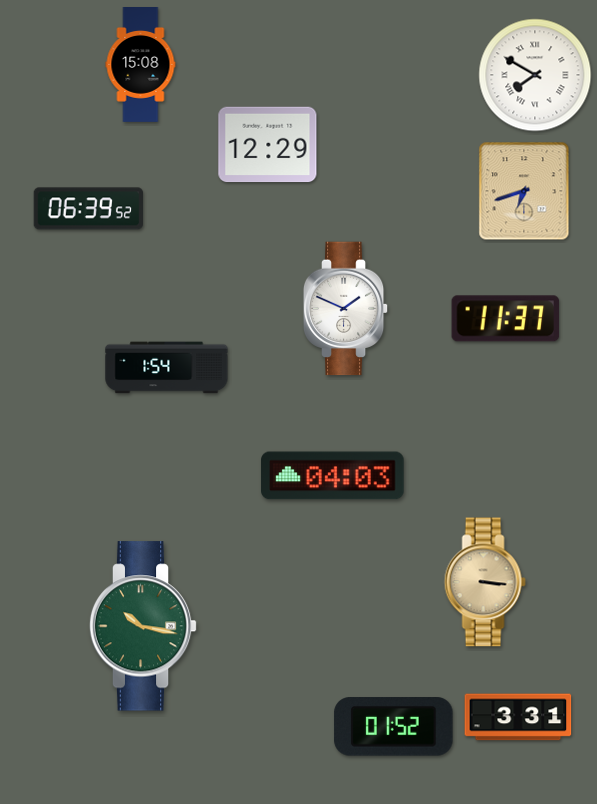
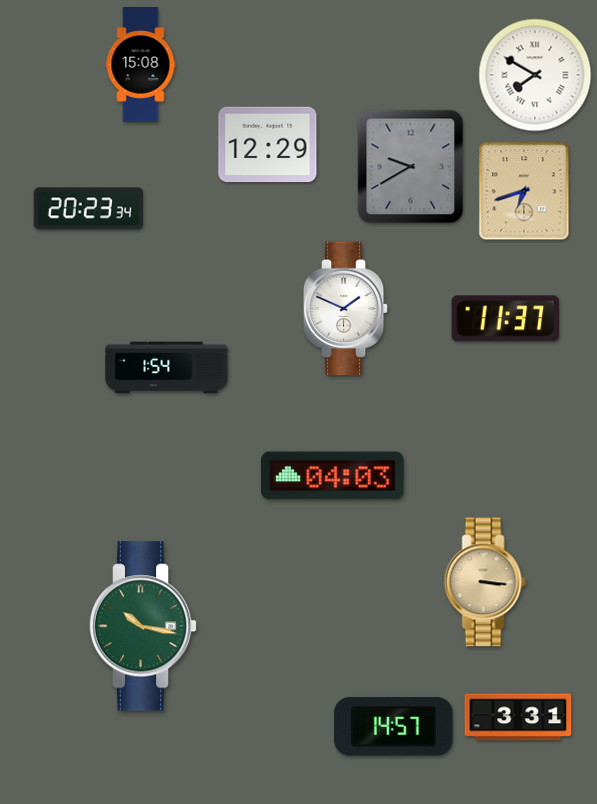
clock at (411, 167): none -> 9:40
clock at (88, 209): 06:39 -> 20:23
clock at (394, 727): 01:52 -> 14:57
